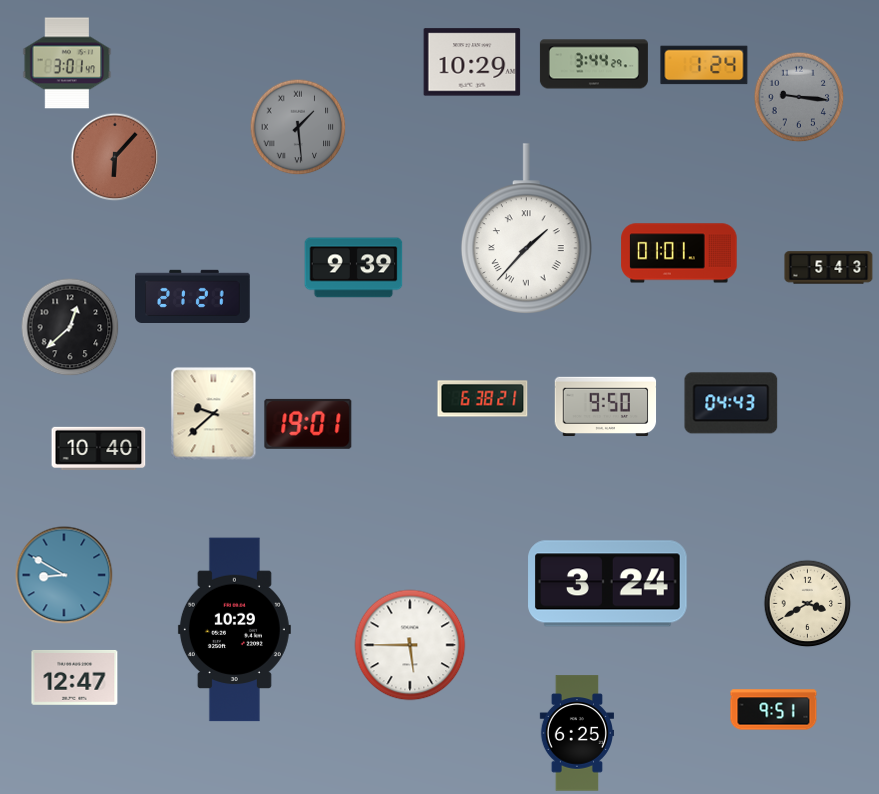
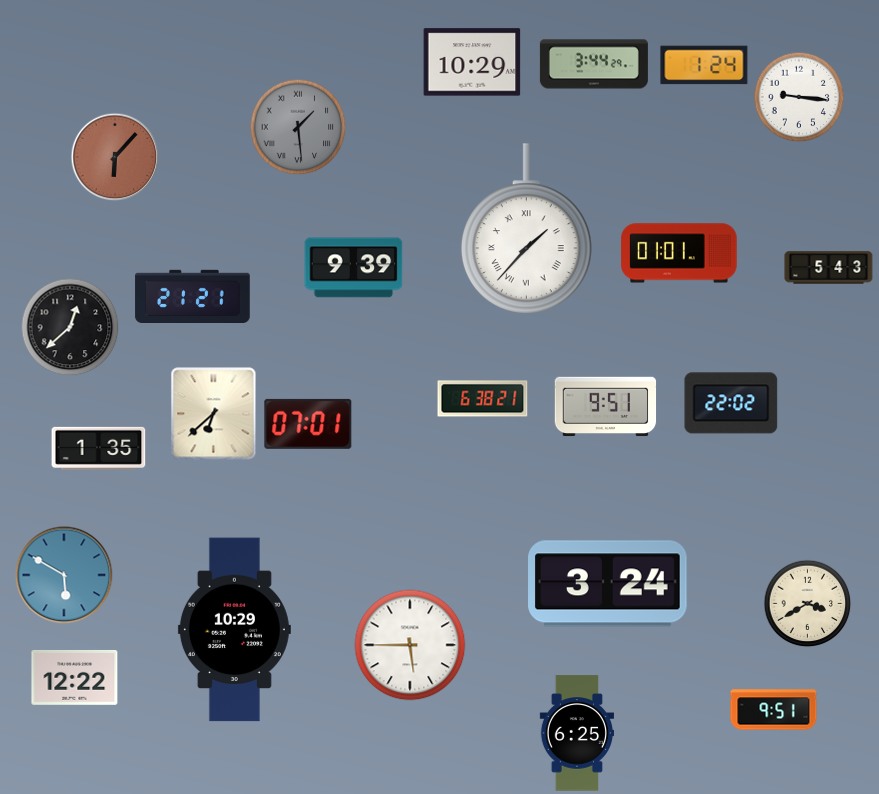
clock at (67, 63): 3:01 -> none
clock at (799, 97) dial: grey -> white
clock at (731, 403): 04:43 -> 22:02
clock at (606, 407): 9:50 -> 9:51
clock at (214, 414): 9:38 -> 6:38
clock at (308, 424): 19:01 -> 07:01
clock at (99, 448): 10:40 -> 1:35
clock at (64, 575): 8:50 -> 5:50
clock at (75, 677): 12:47 -> 12:22
